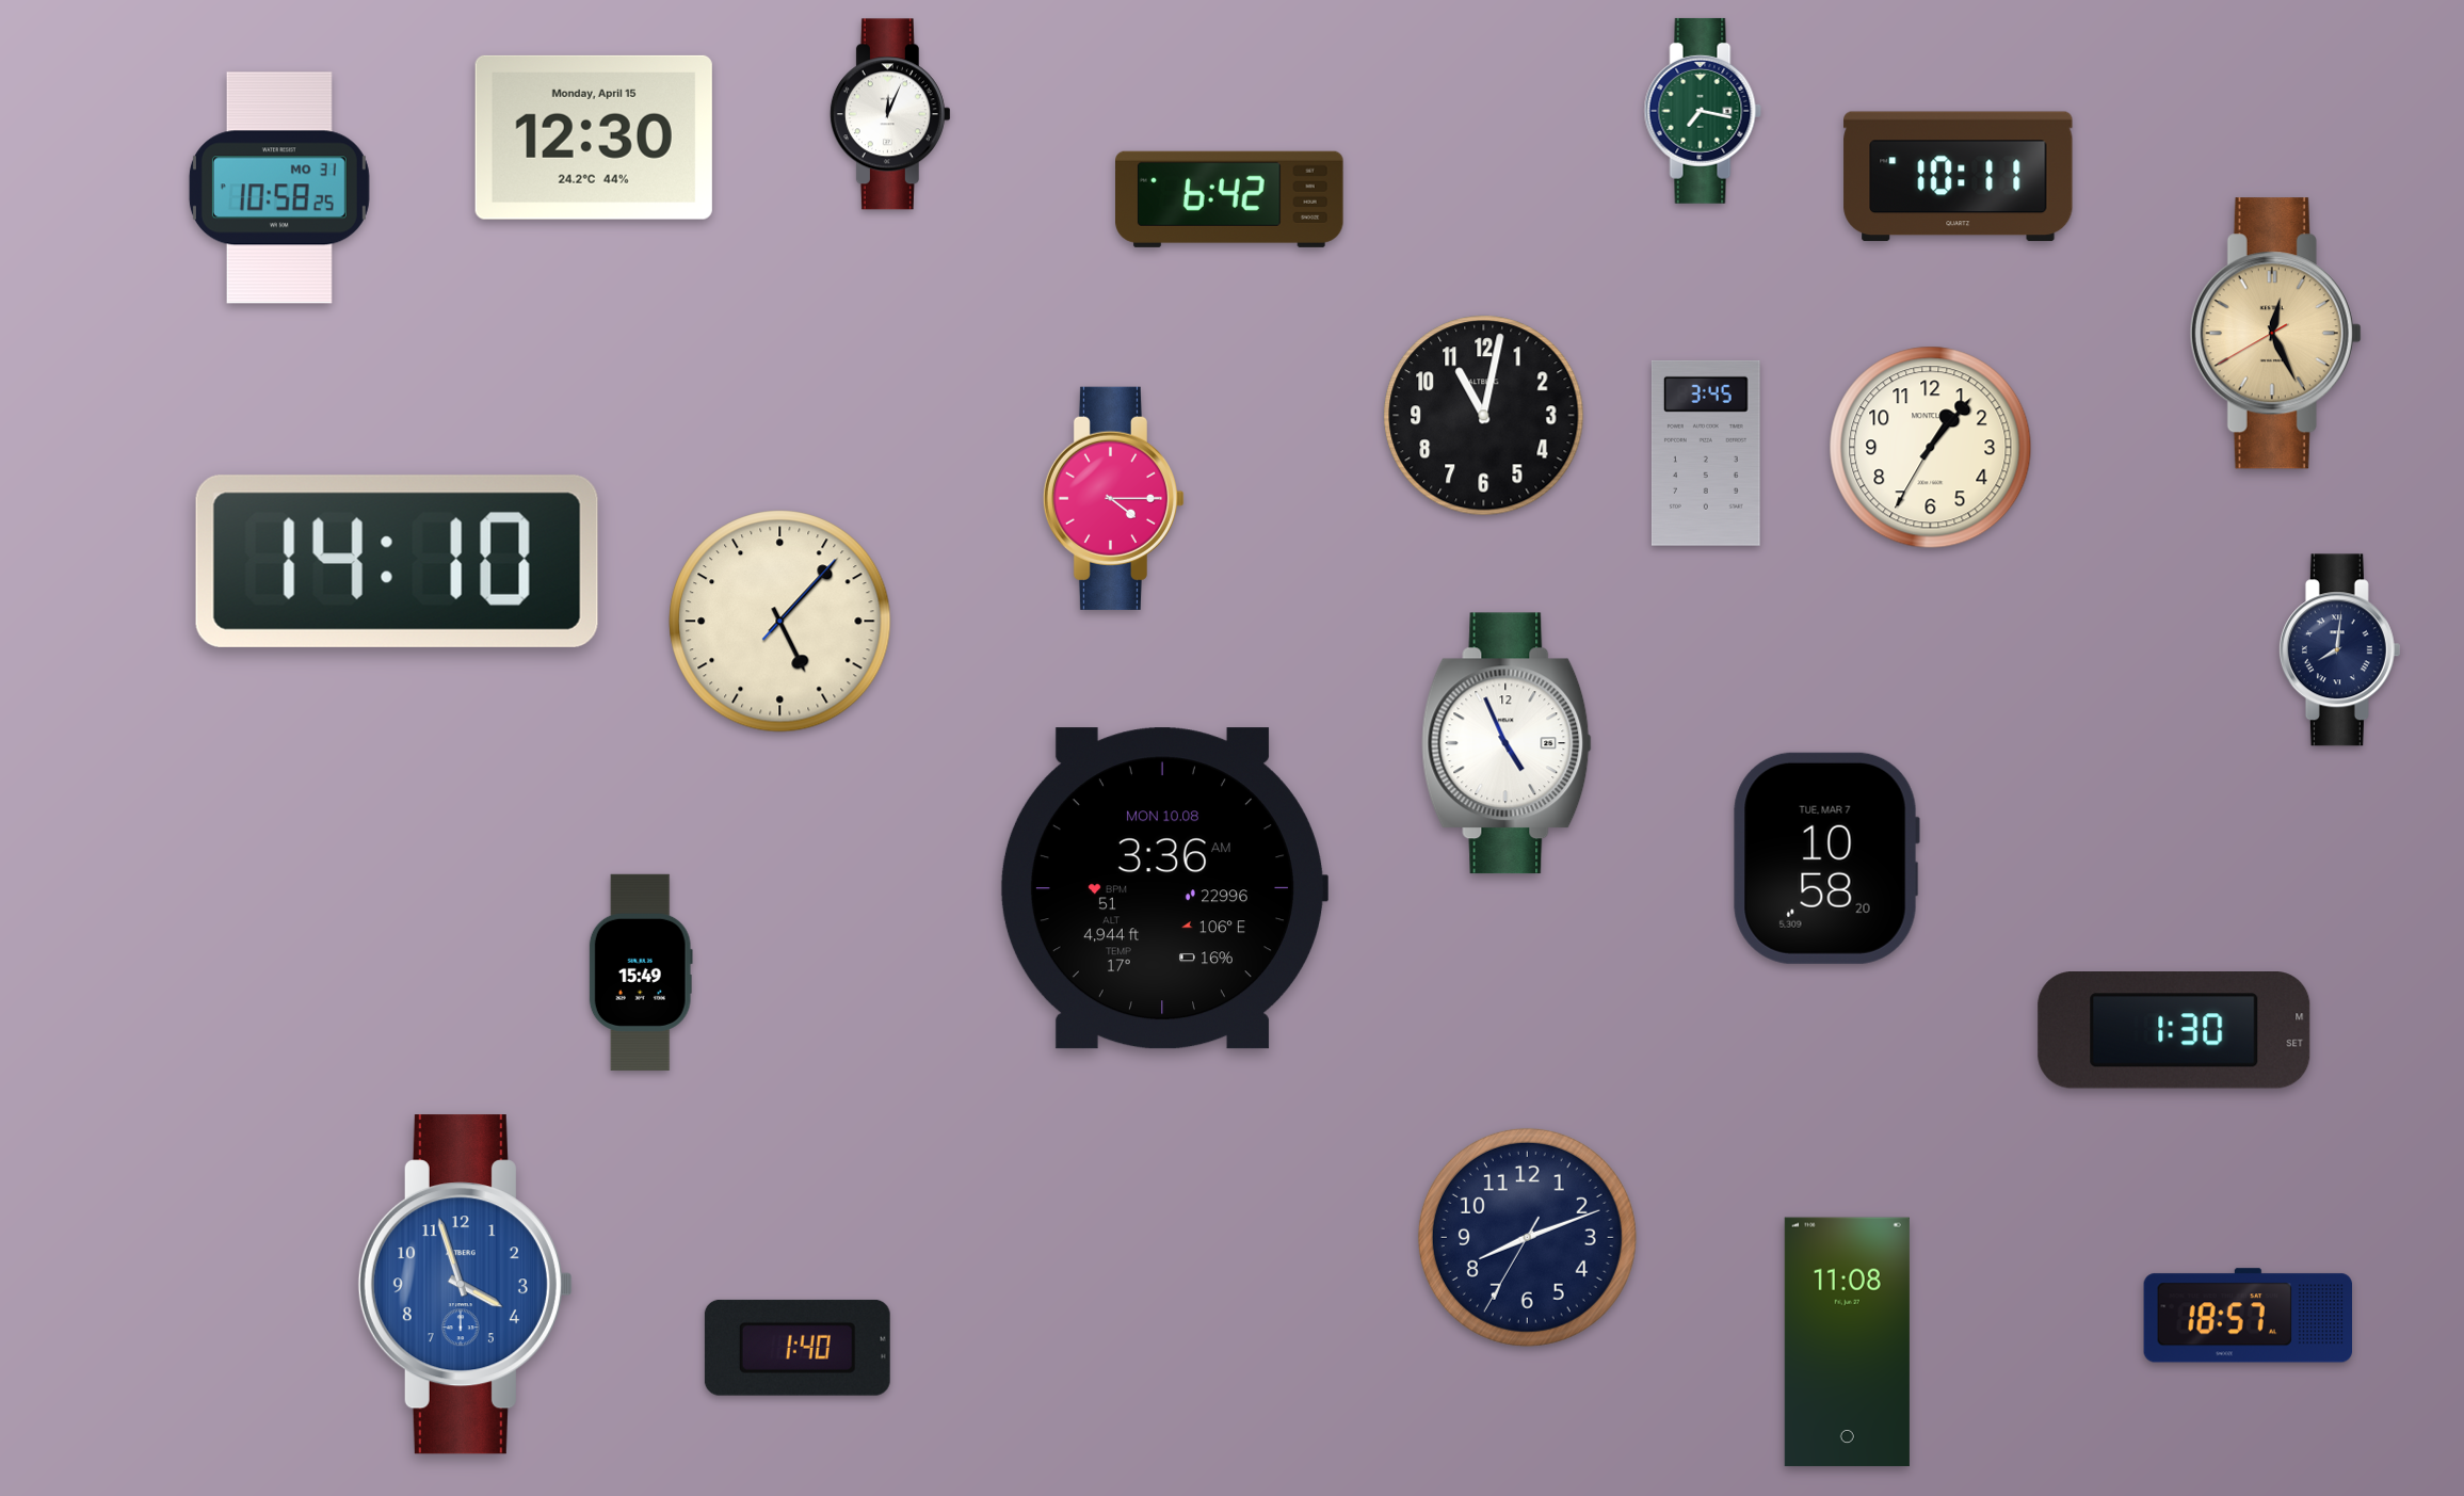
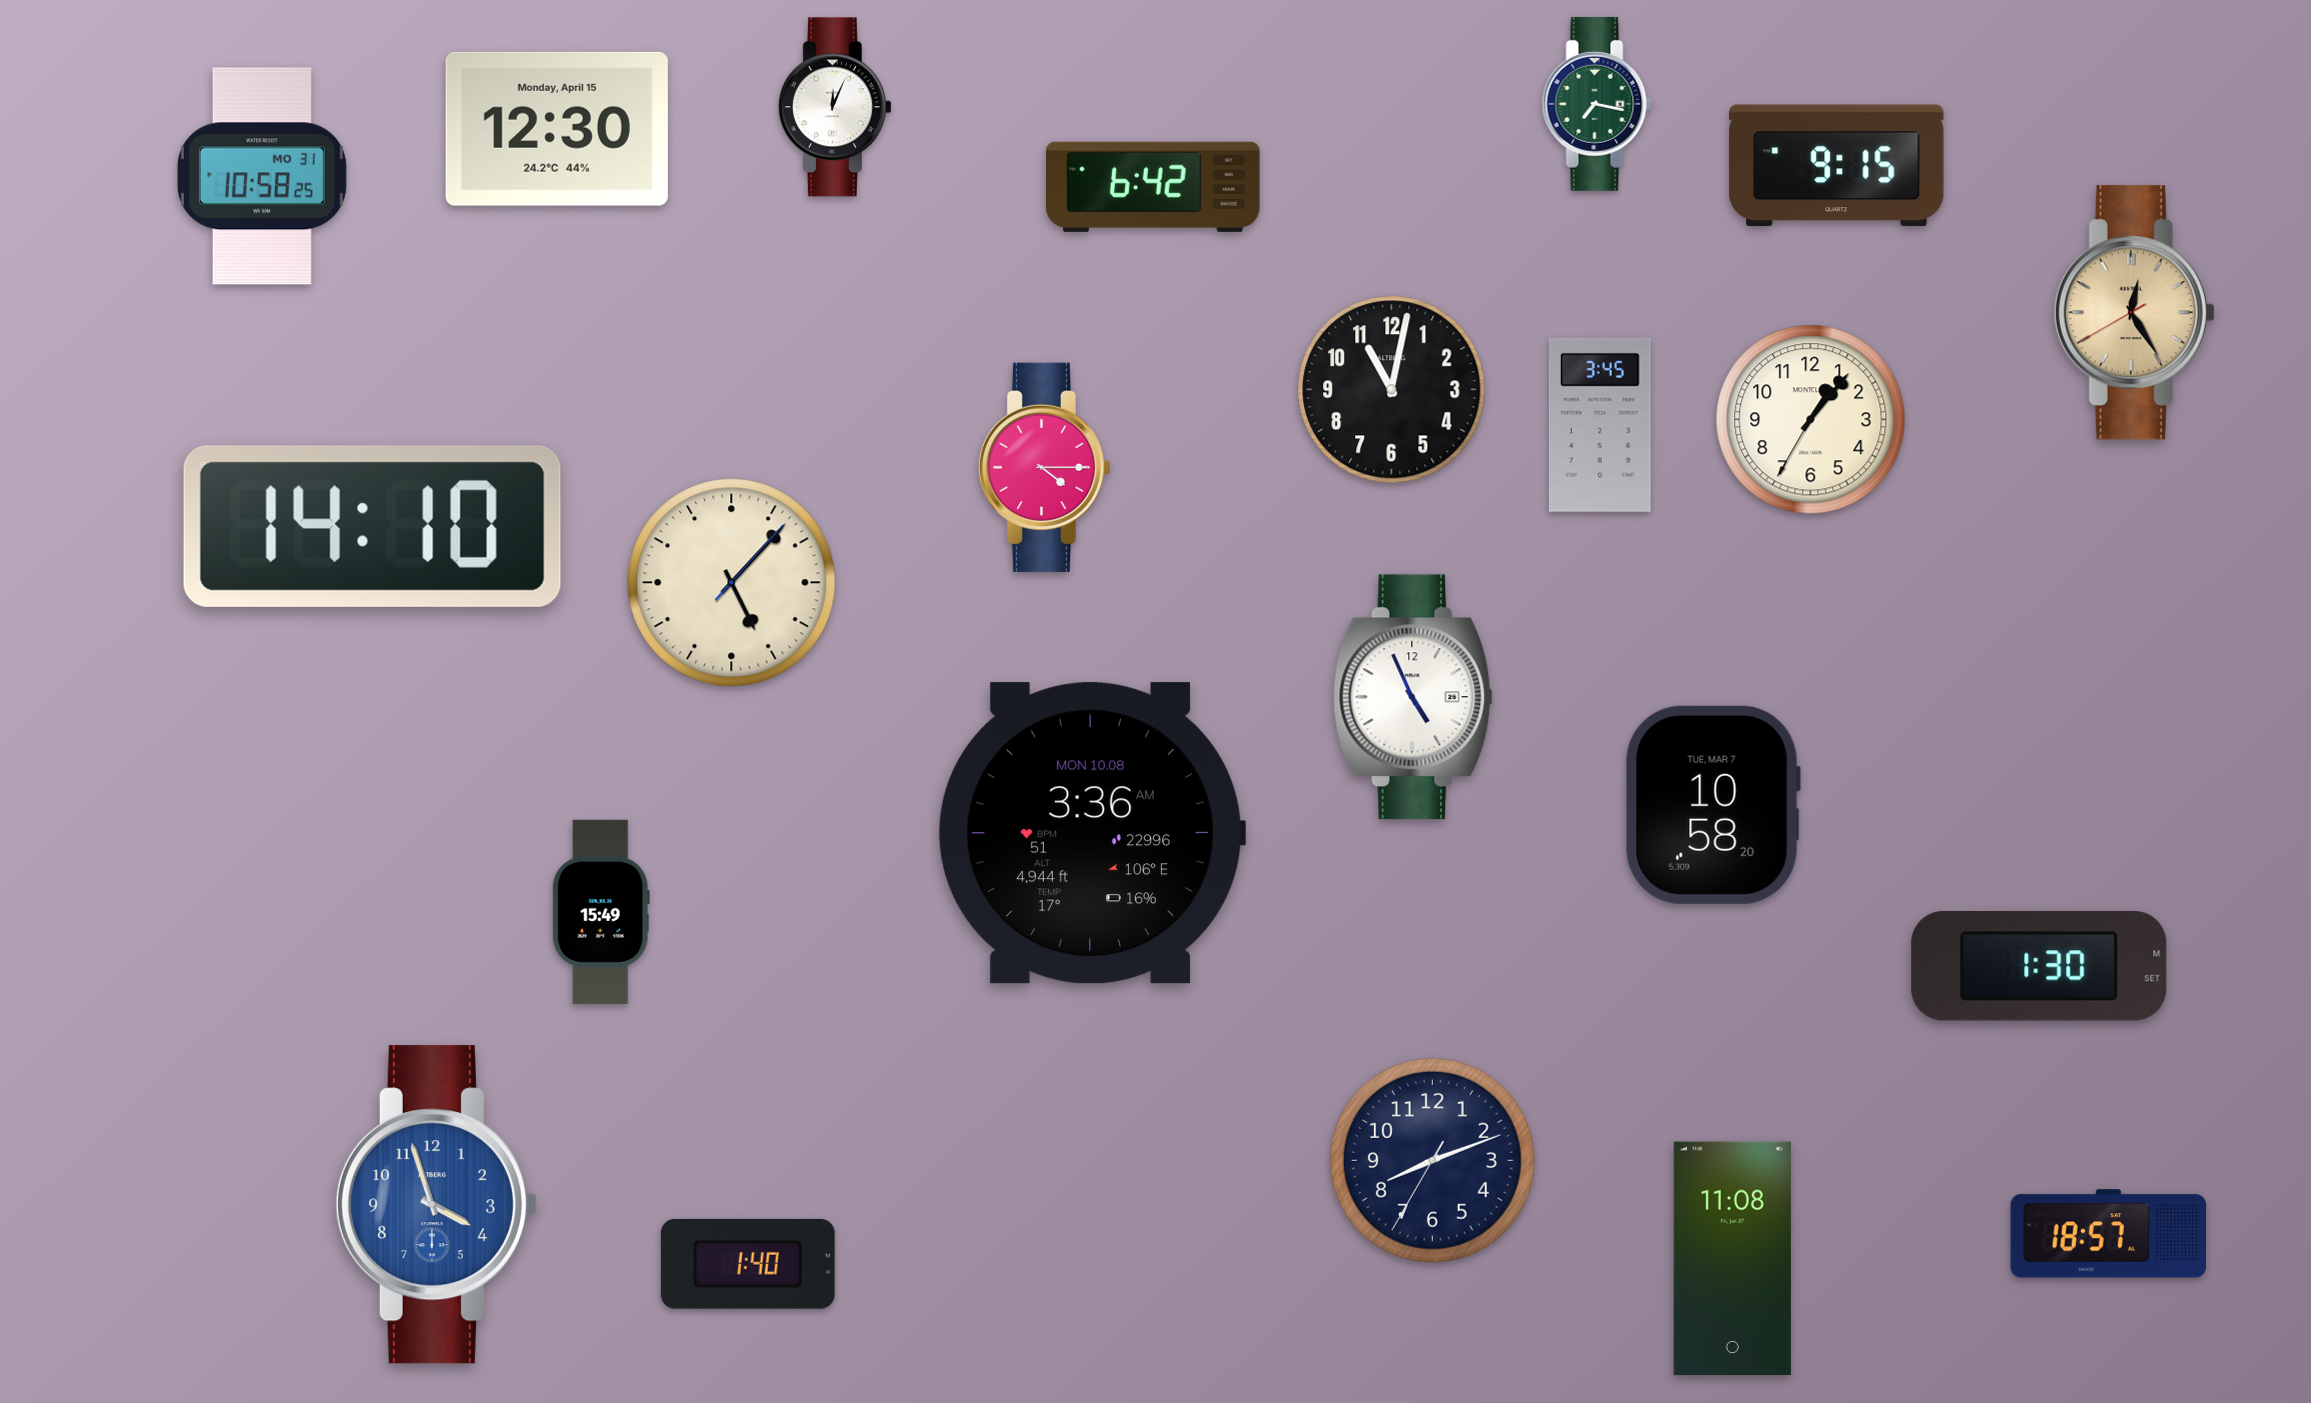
clock at (1959, 177): 10:11 -> 9:15
clock at (2275, 334): 12:25 -> 12:24
clock at (2339, 650): 8:01 -> none
